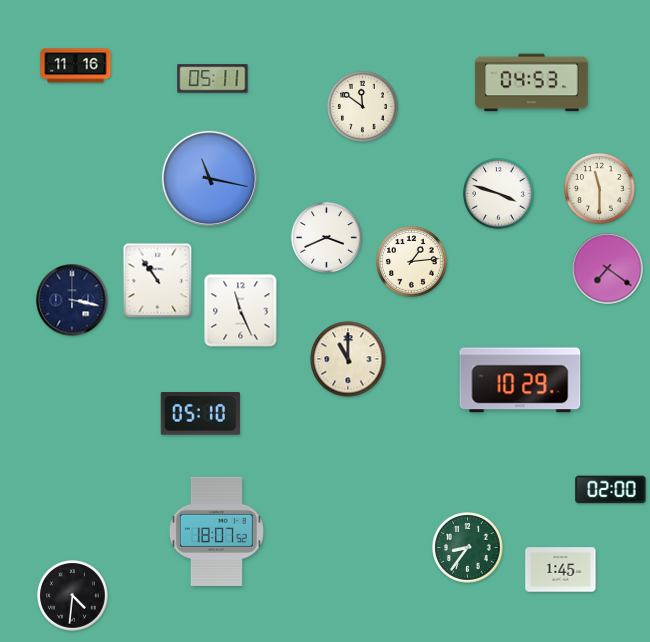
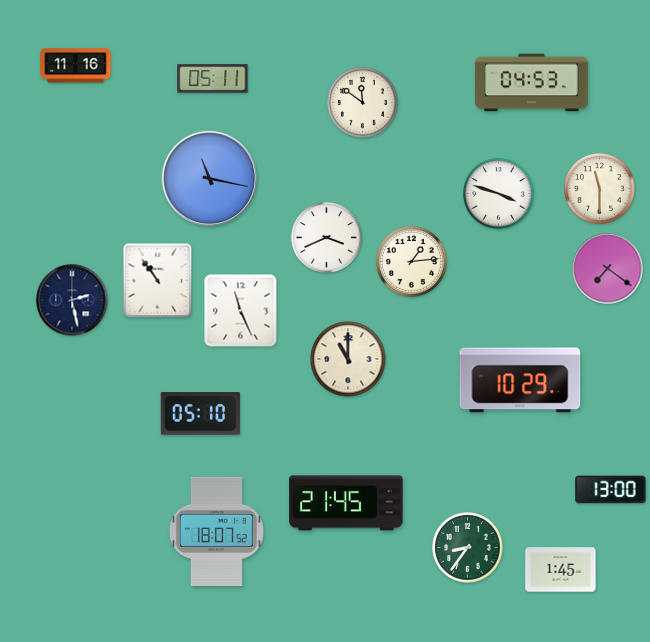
clock at (363, 107) position: (363, 107) -> (363, 103)
clock at (72, 300): 3:17 -> 2:28
clock at (611, 490): 02:00 -> 13:00
clock at (346, 503): none -> 21:45
clock at (73, 596): 4:31 -> none
